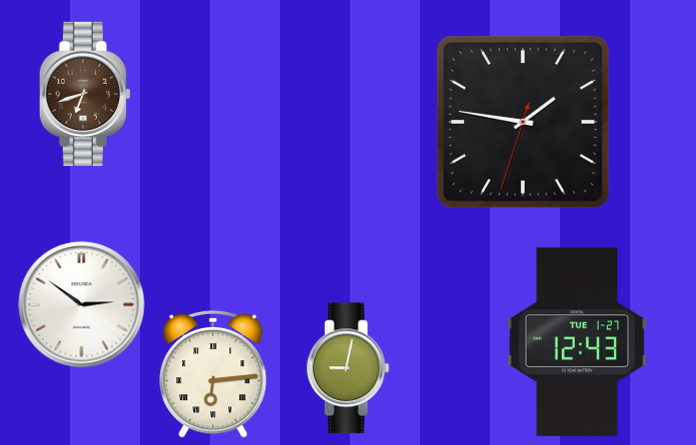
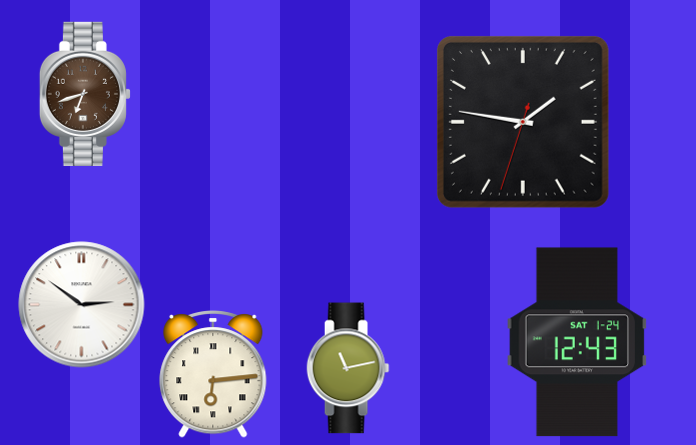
clock at (577, 342) date: TUE 1-27 -> SAT 1-24
clock at (348, 368): 9:02 -> 11:13
